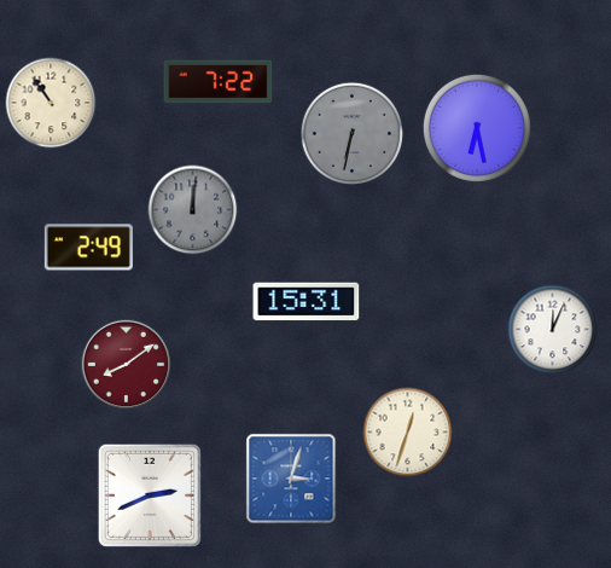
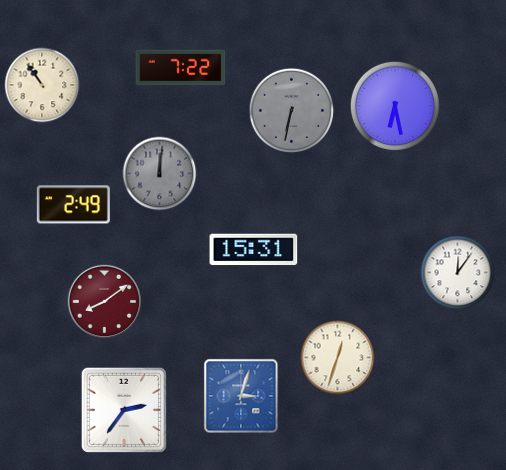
clock at (553, 330): 12:04 -> 12:06
clock at (150, 495): 2:41 -> 2:36
